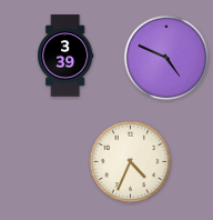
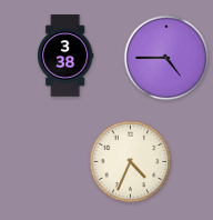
clock at (65, 56): 3:39 -> 3:38
clock at (166, 58): 4:49 -> 4:45
